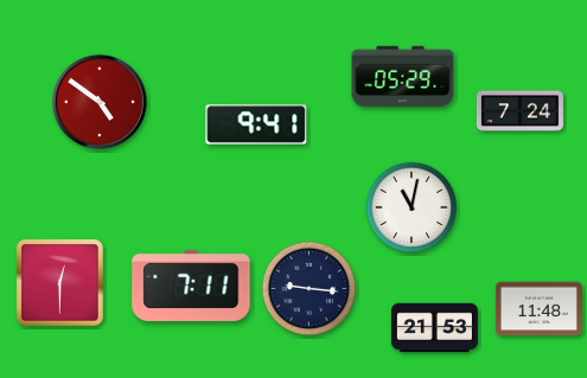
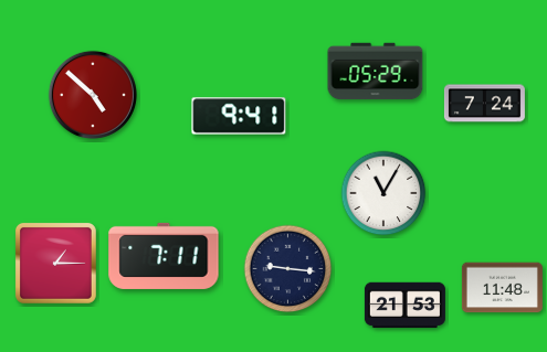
clock at (100, 102): 4:51 -> 4:52
clock at (411, 207): 11:02 -> 11:05
clock at (59, 282): 12:30 -> 1:15
clock at (191, 286) position: (191, 286) -> (164, 256)
